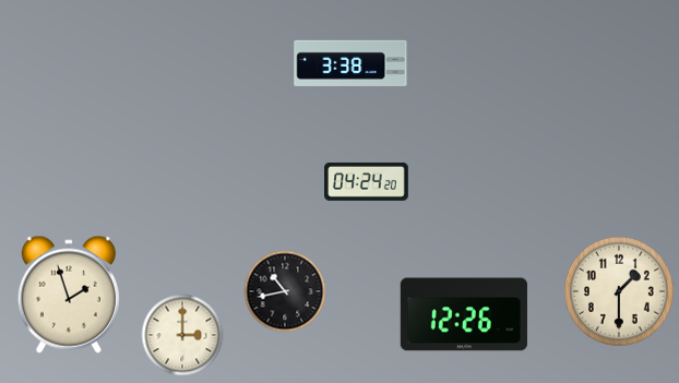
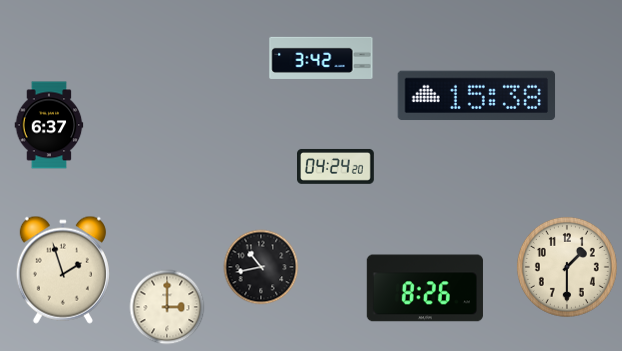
clock at (350, 63): 3:38 -> 3:42
clock at (477, 96): none -> 15:38
clock at (49, 125): none -> 6:37
clock at (464, 314): 12:26 -> 8:26
